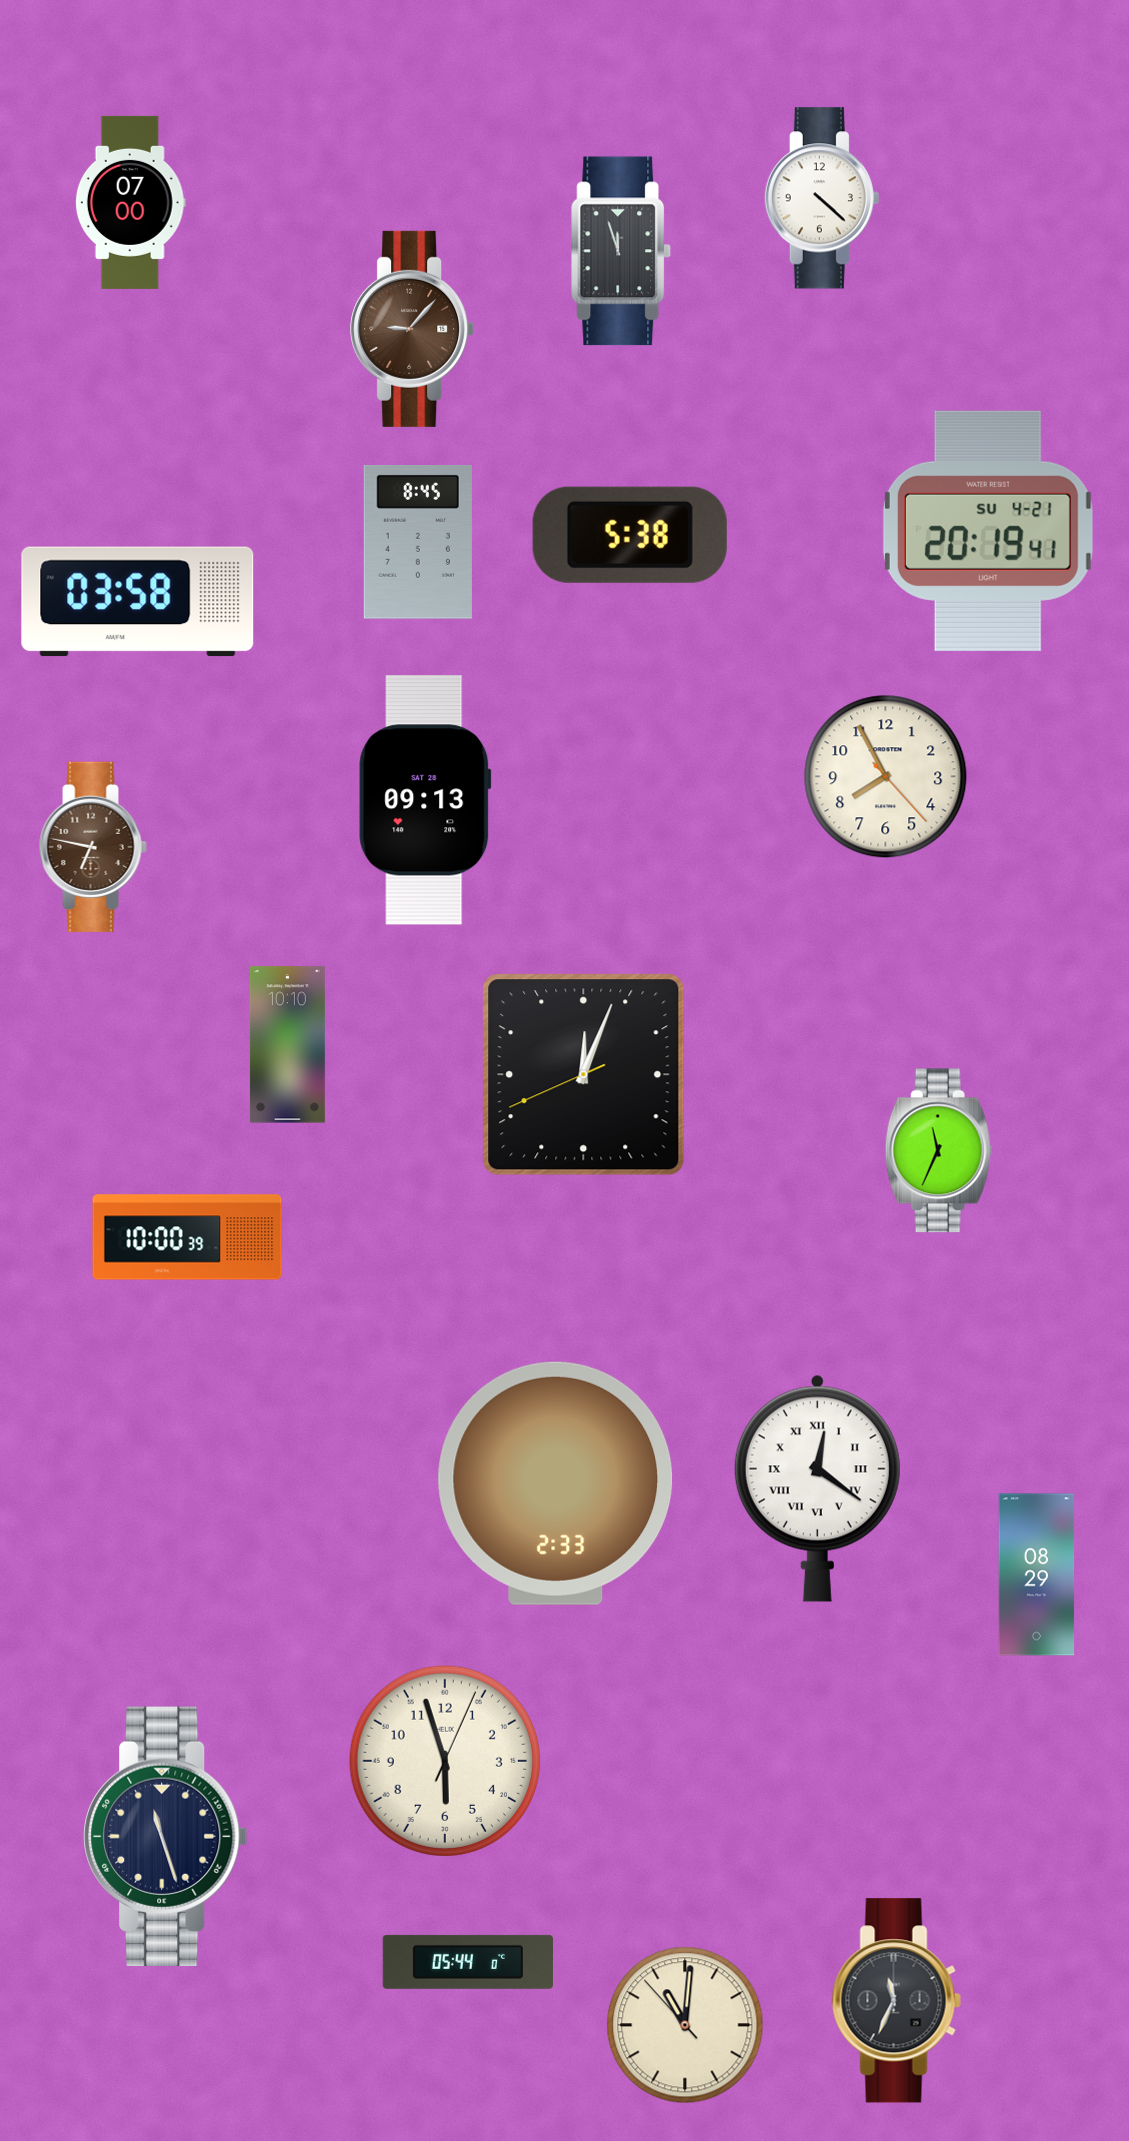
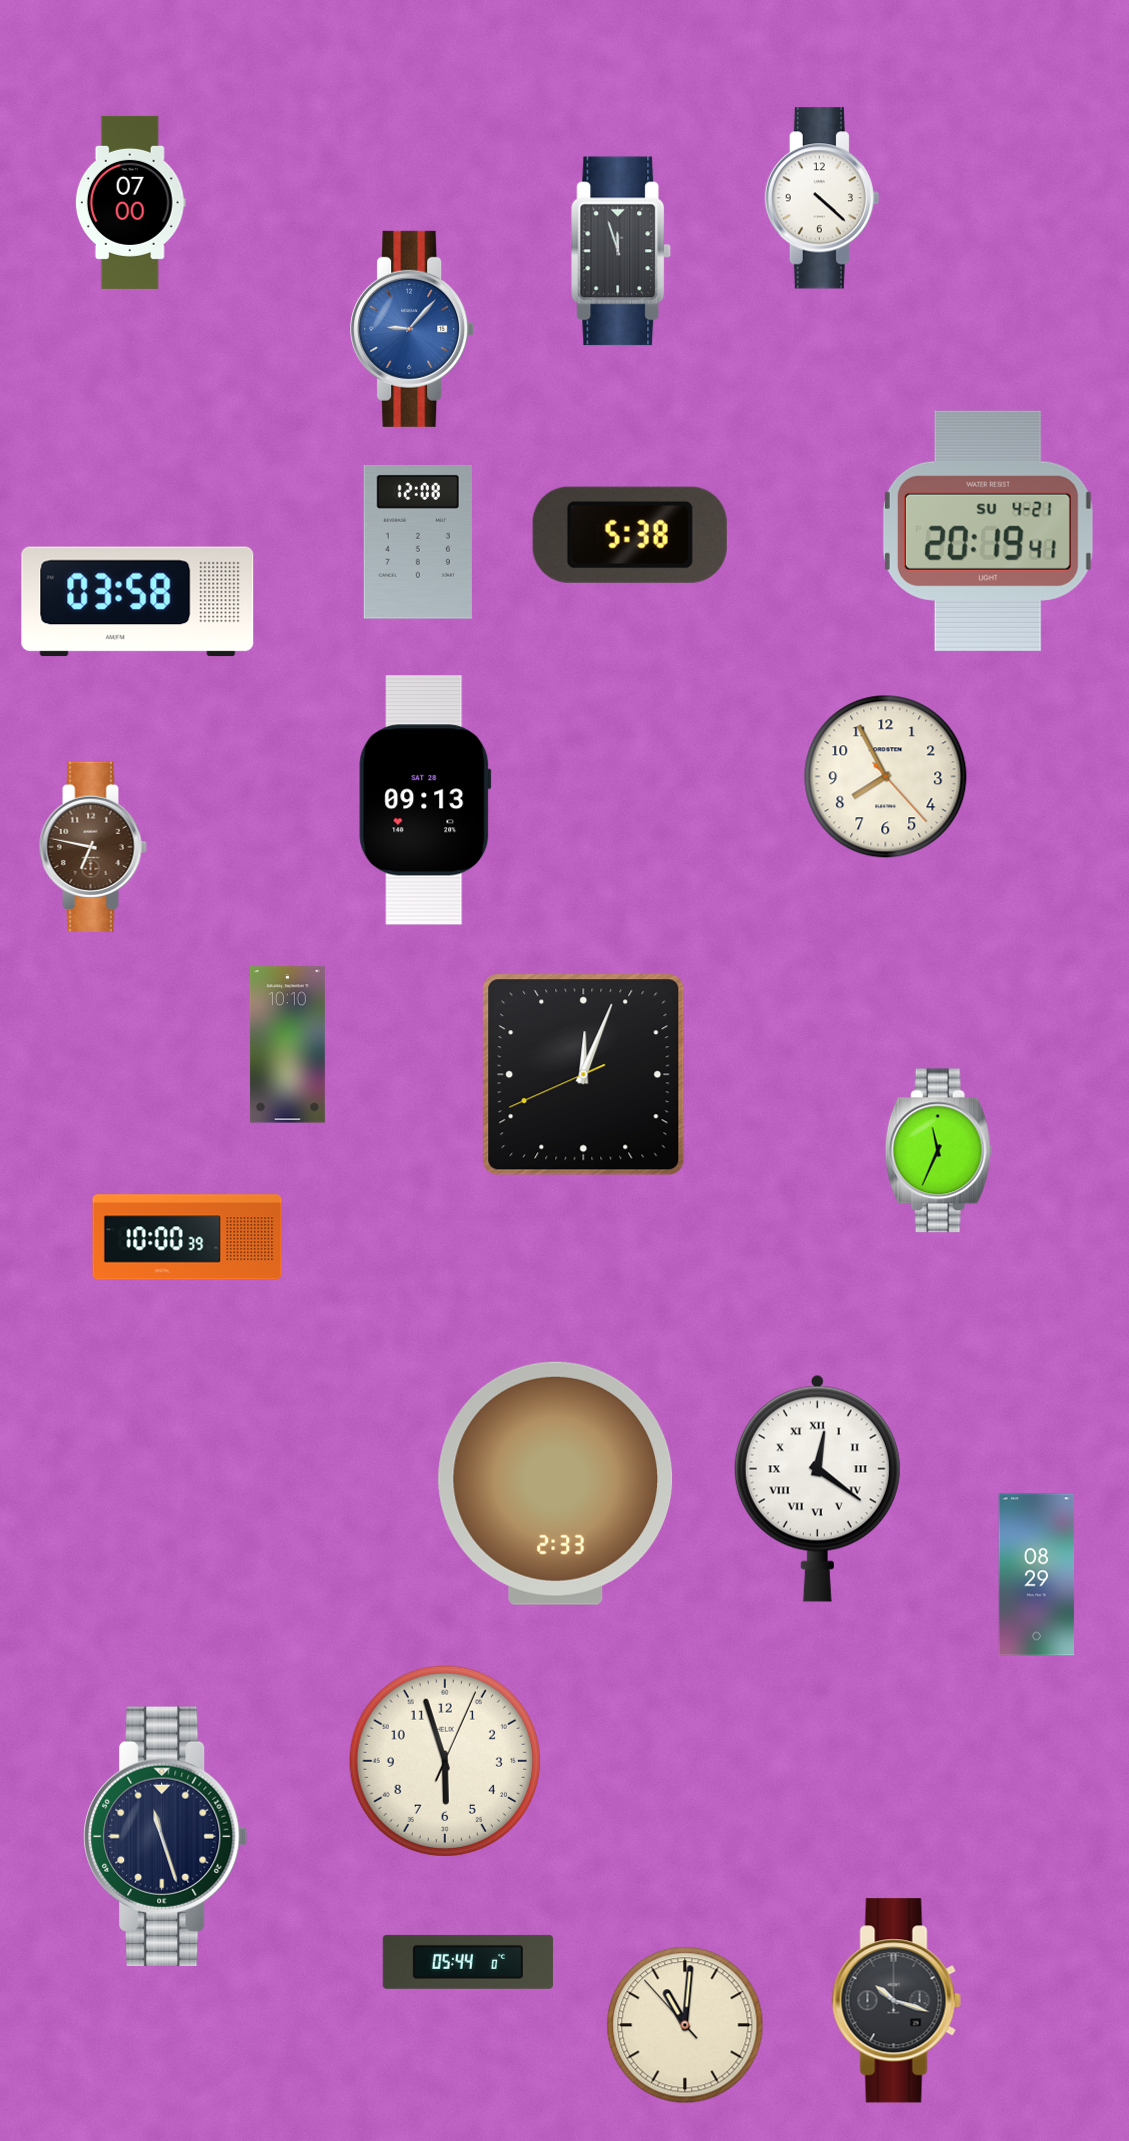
clock at (413, 329) dial: brown -> blue
clock at (418, 542): 8:45 -> 12:08
clock at (896, 2001): 11:34 -> 10:18
